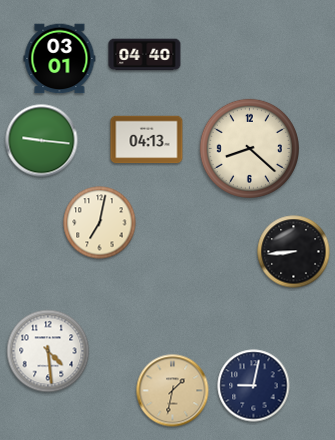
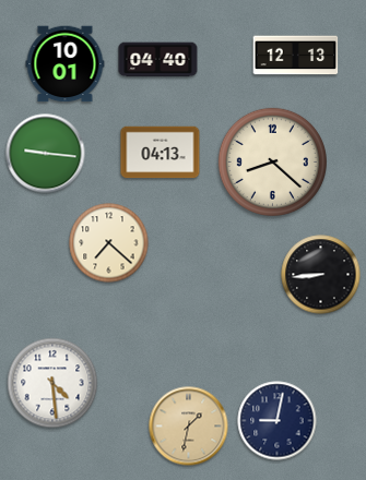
clock at (296, 56): none -> 12:13
clock at (60, 59): 03:01 -> 10:01
clock at (100, 223): 7:02 -> 7:22
